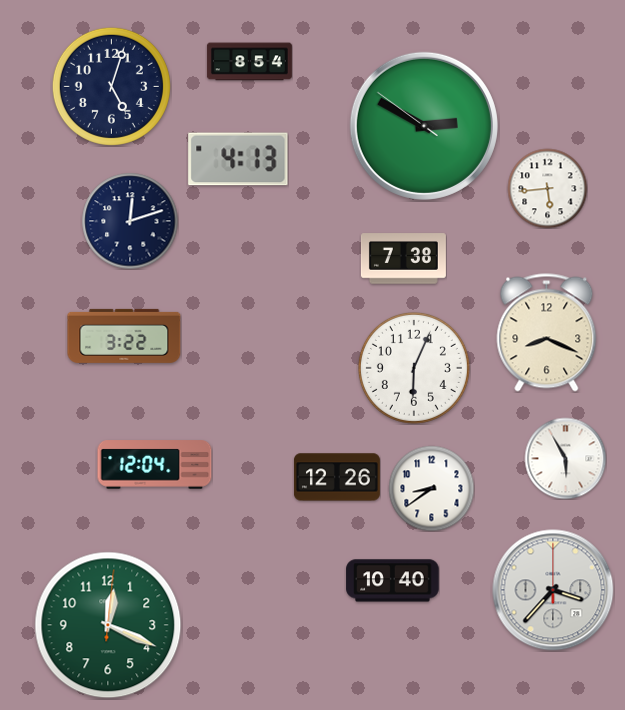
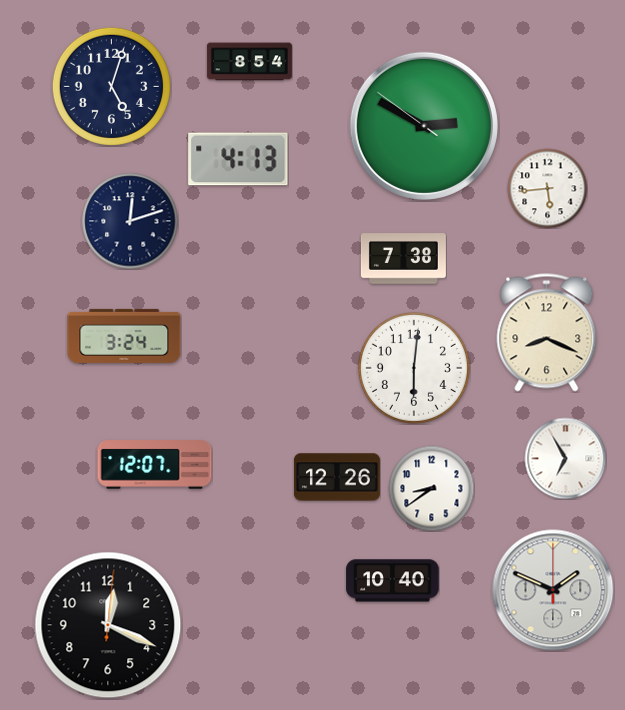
clock at (124, 336): 3:22 -> 3:24
clock at (414, 368): 6:04 -> 6:01
clock at (565, 458): 5:55 -> 6:55
clock at (155, 465): 12:04 -> 12:07
clock at (553, 590): 3:37 -> 1:49
clock at (108, 625) dial: green -> black
